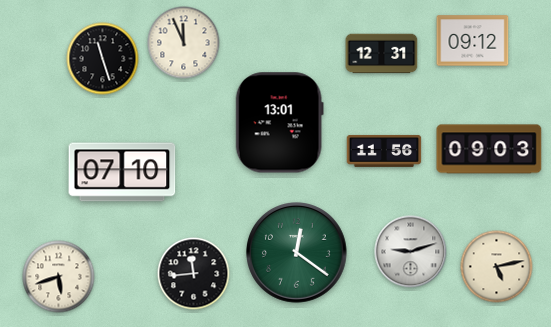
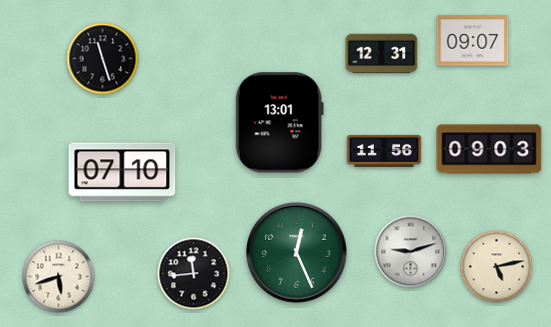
clock at (473, 41): 09:12 -> 09:07
clock at (184, 43): 11:56 -> none
clock at (297, 253): 12:21 -> 12:26
